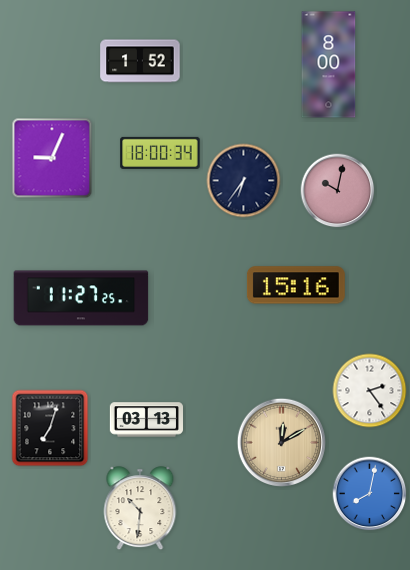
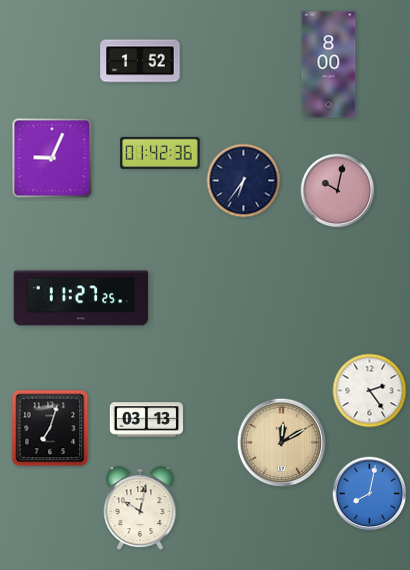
clock at (160, 153): 18:00 -> 01:42
clock at (296, 285): 15:16 -> none
clock at (140, 509): 10:31 -> 10:02
